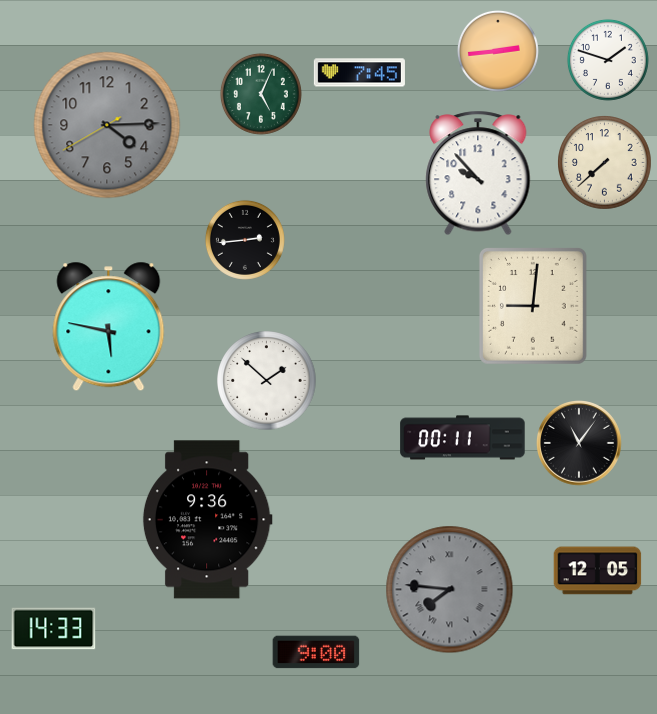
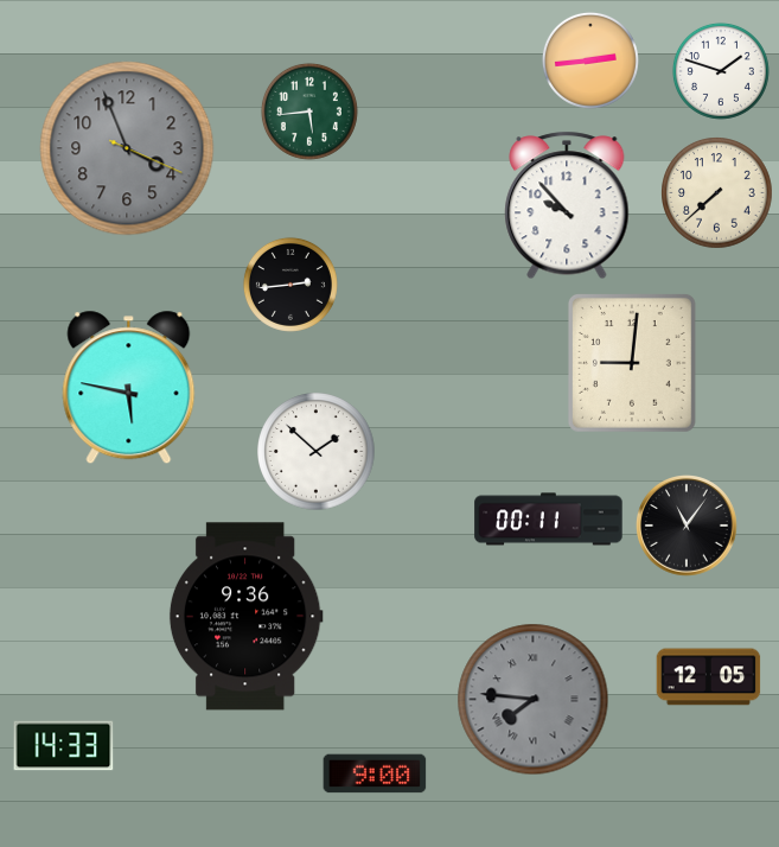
clock at (359, 73): 7:45 -> none
clock at (261, 94): 5:04 -> 5:44
clock at (107, 125): 4:14 -> 3:56
